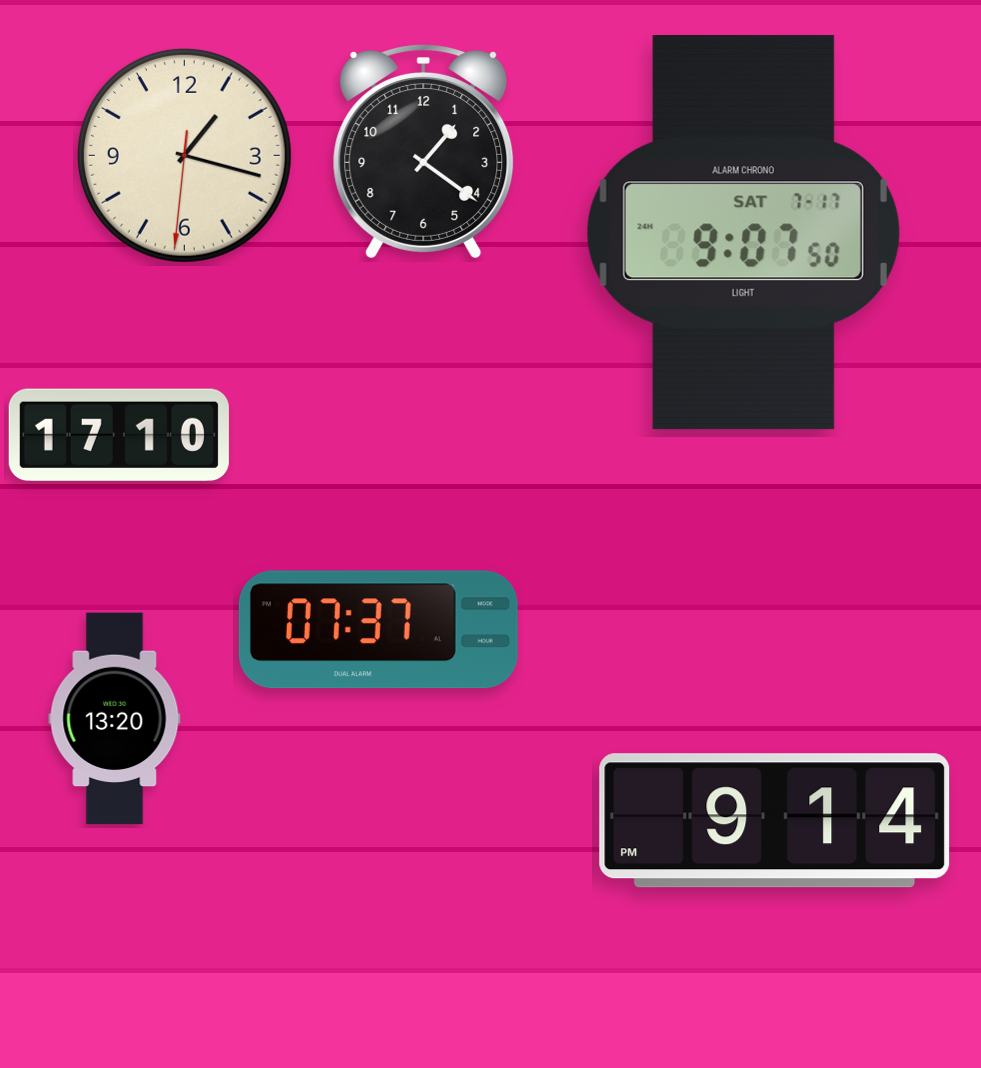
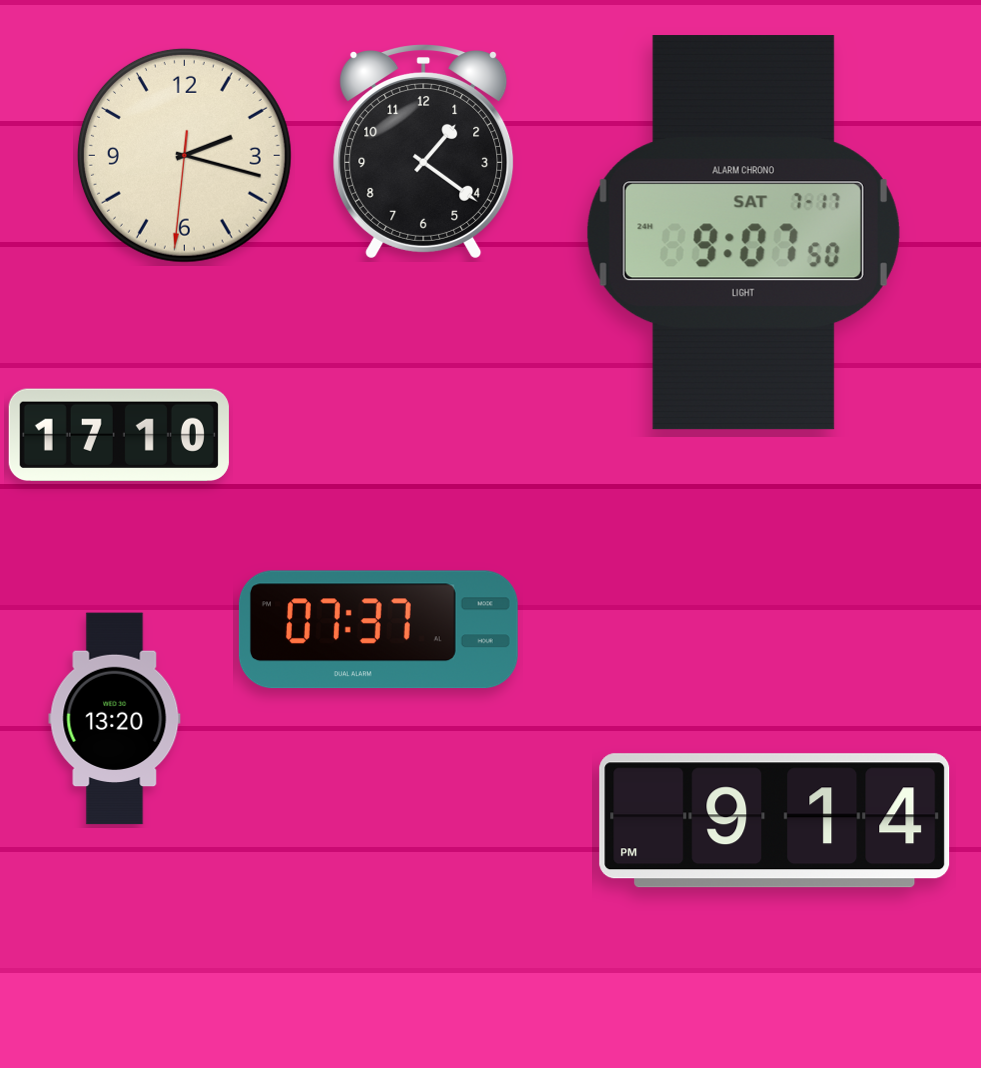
clock at (184, 155): 1:17 -> 2:17
